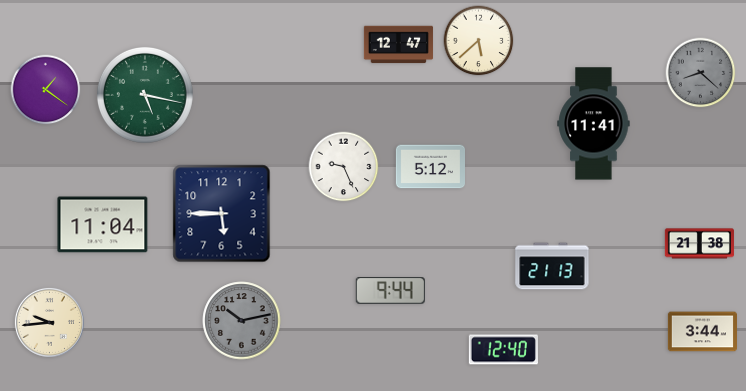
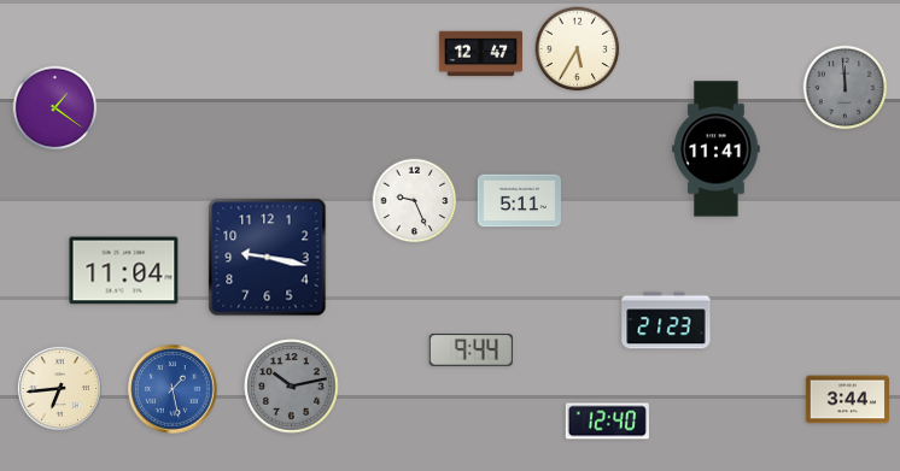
clock at (479, 41): 5:38 -> 5:35
clock at (701, 73): 8:22 -> 11:59
clock at (145, 95): 5:17 -> none
clock at (430, 167): 5:12 -> 5:11
clock at (222, 214): 5:45 -> 9:17
clock at (699, 244): 21:38 -> none
clock at (552, 266): 21:13 -> 21:23
clock at (49, 322): 9:44 -> 6:44
clock at (173, 389): none -> 1:28
